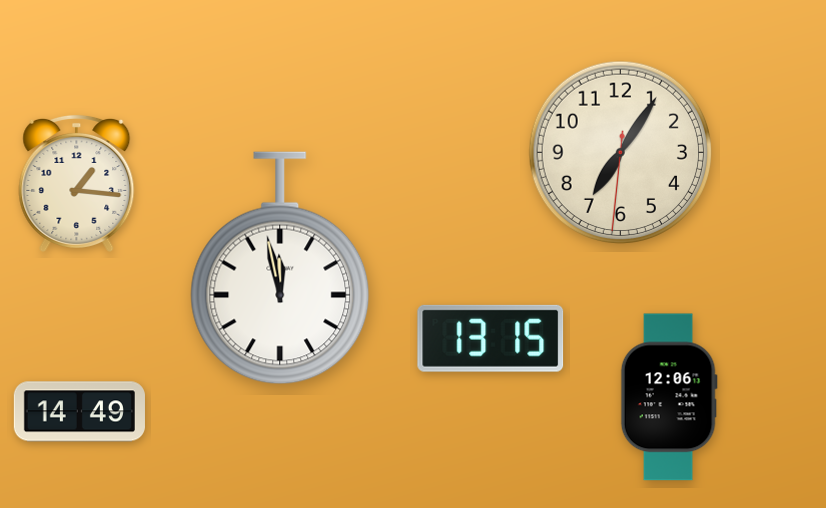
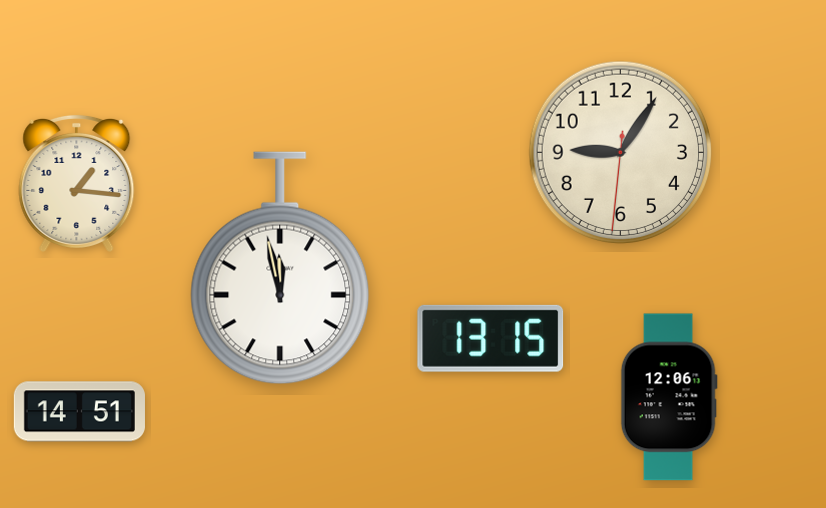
clock at (621, 153): 7:05 -> 9:05
clock at (79, 412): 14:49 -> 14:51
